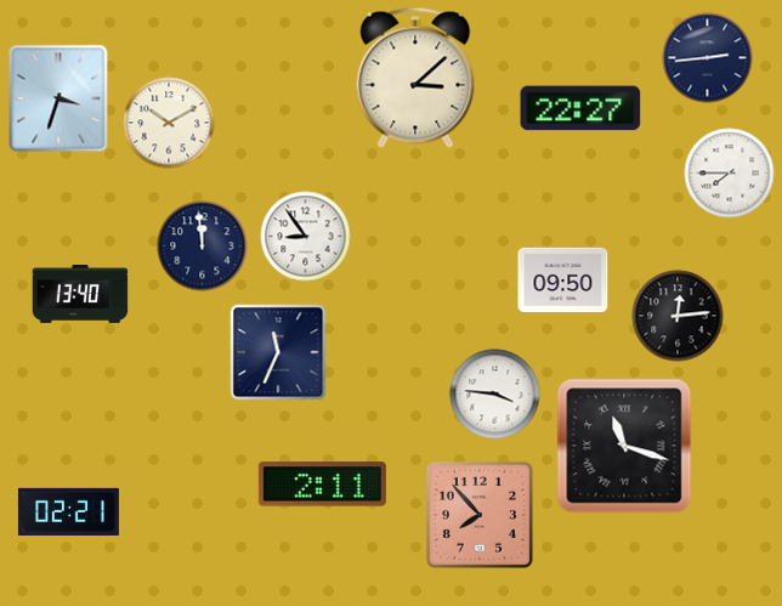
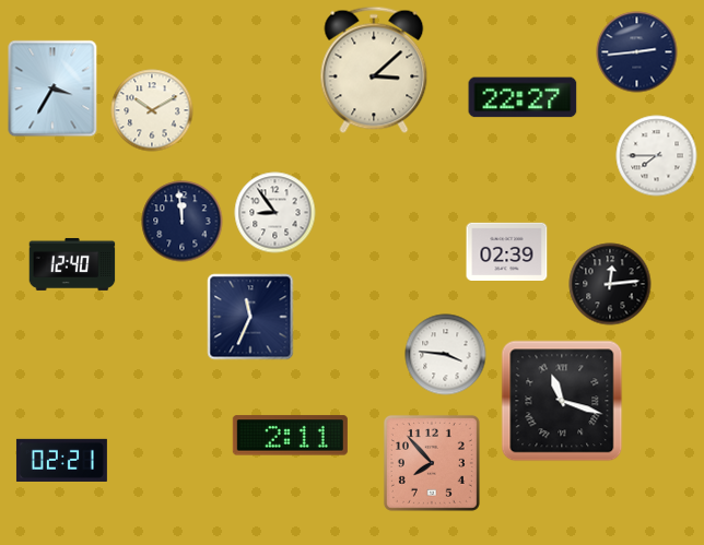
clock at (58, 98): 3:33 -> 3:35
clock at (563, 279): 09:50 -> 02:39
clock at (80, 294): 13:40 -> 12:40
